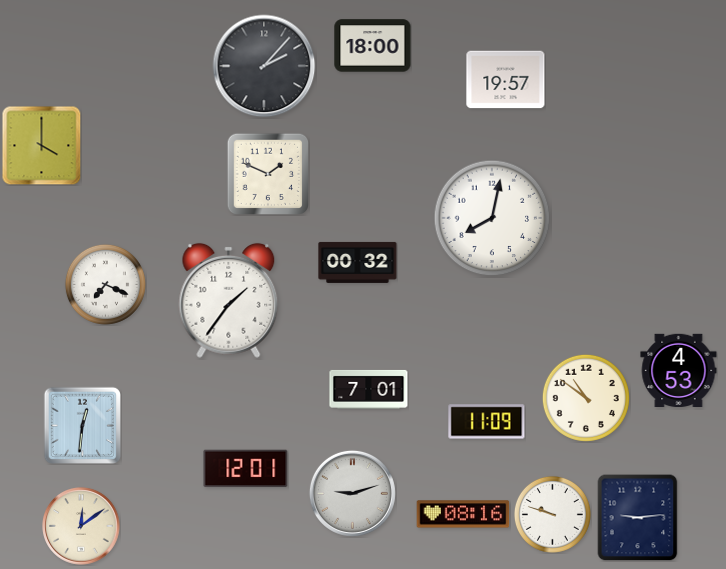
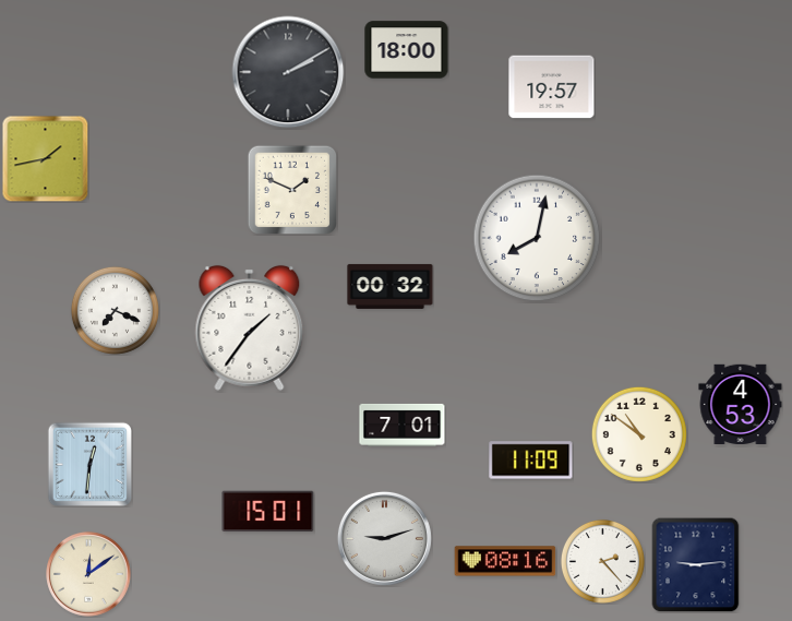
clock at (264, 66): 2:07 -> 2:10
clock at (41, 145): 4:00 -> 1:43
clock at (246, 469): 12:01 -> 15:01
clock at (552, 514): 9:48 -> 2:23
